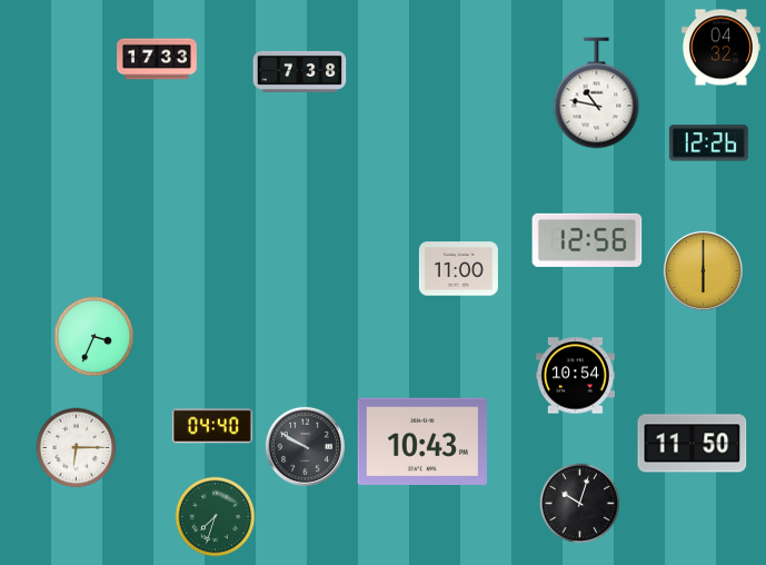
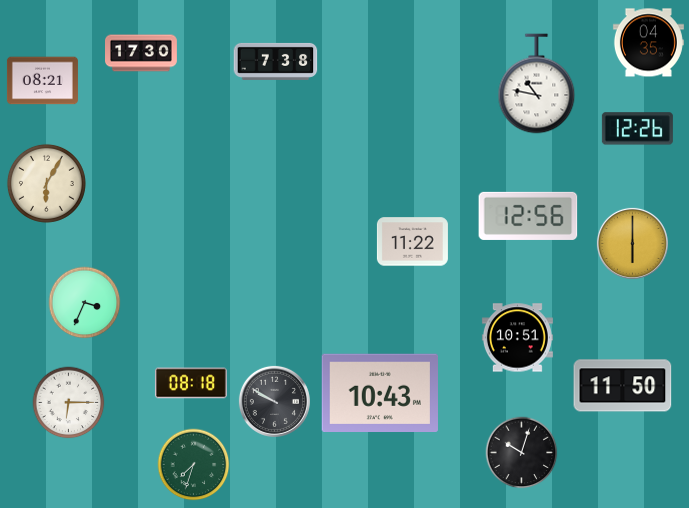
clock at (720, 48): 04:32 -> 04:35
clock at (158, 59): 17:33 -> 17:30
clock at (300, 71) position: (300, 71) -> (276, 61)
clock at (42, 81): none -> 08:21
clock at (46, 183): none -> 6:05
clock at (458, 269): 11:00 -> 11:22
clock at (575, 376): 10:54 -> 10:51
clock at (212, 426): 04:40 -> 08:18
clock at (421, 440) position: (421, 440) -> (379, 392)
clock at (693, 444) position: (693, 444) -> (623, 386)
